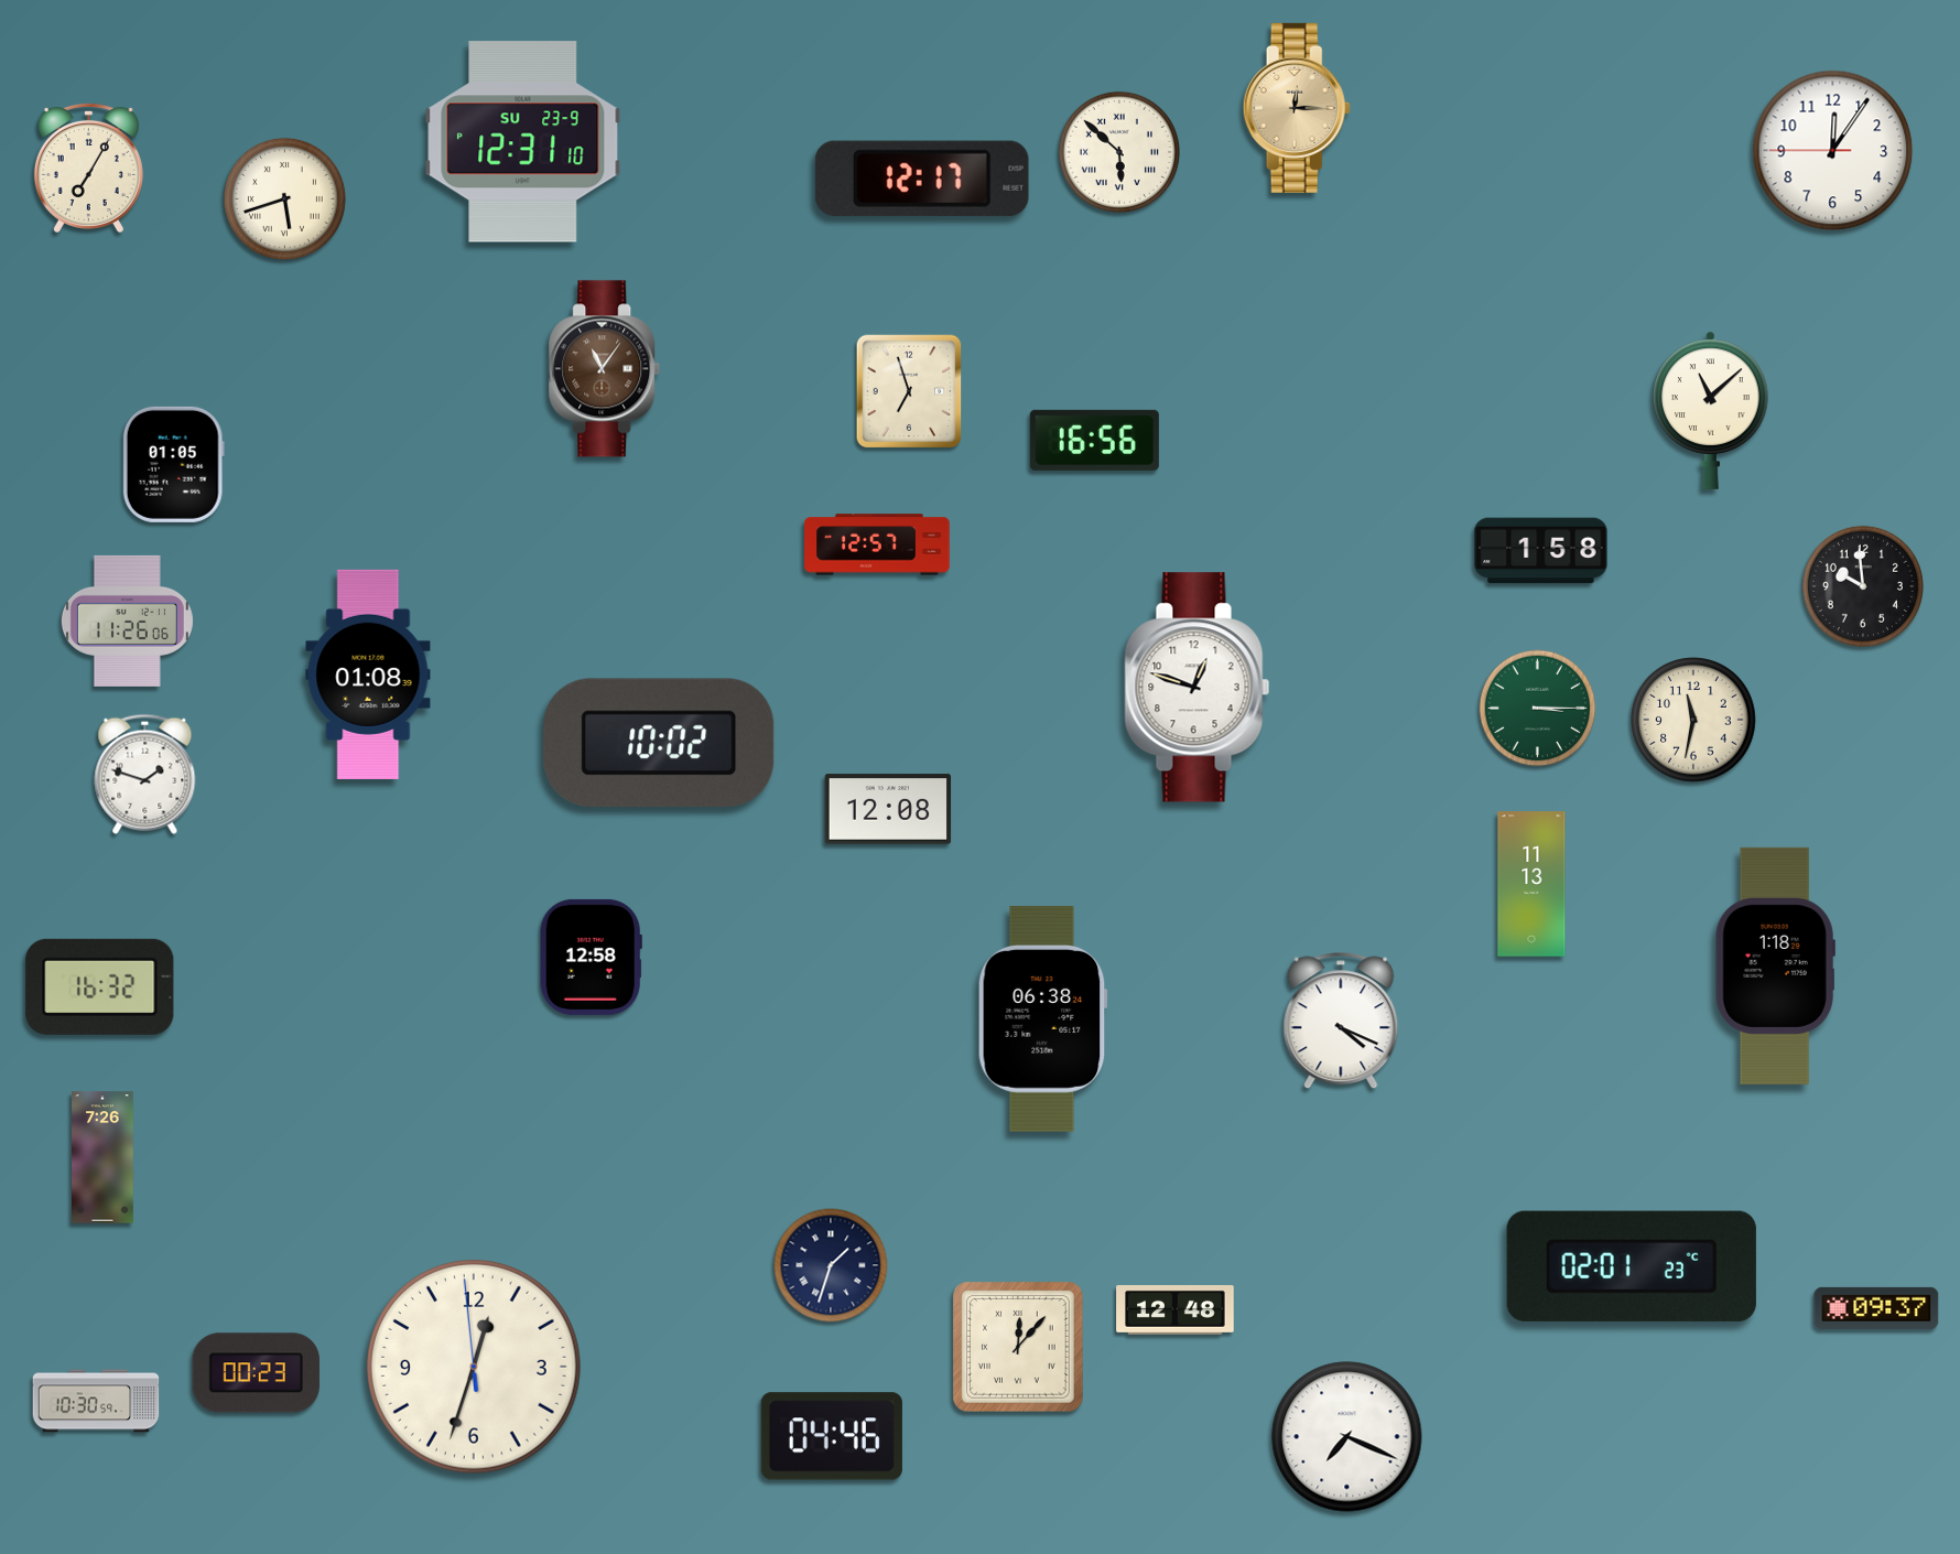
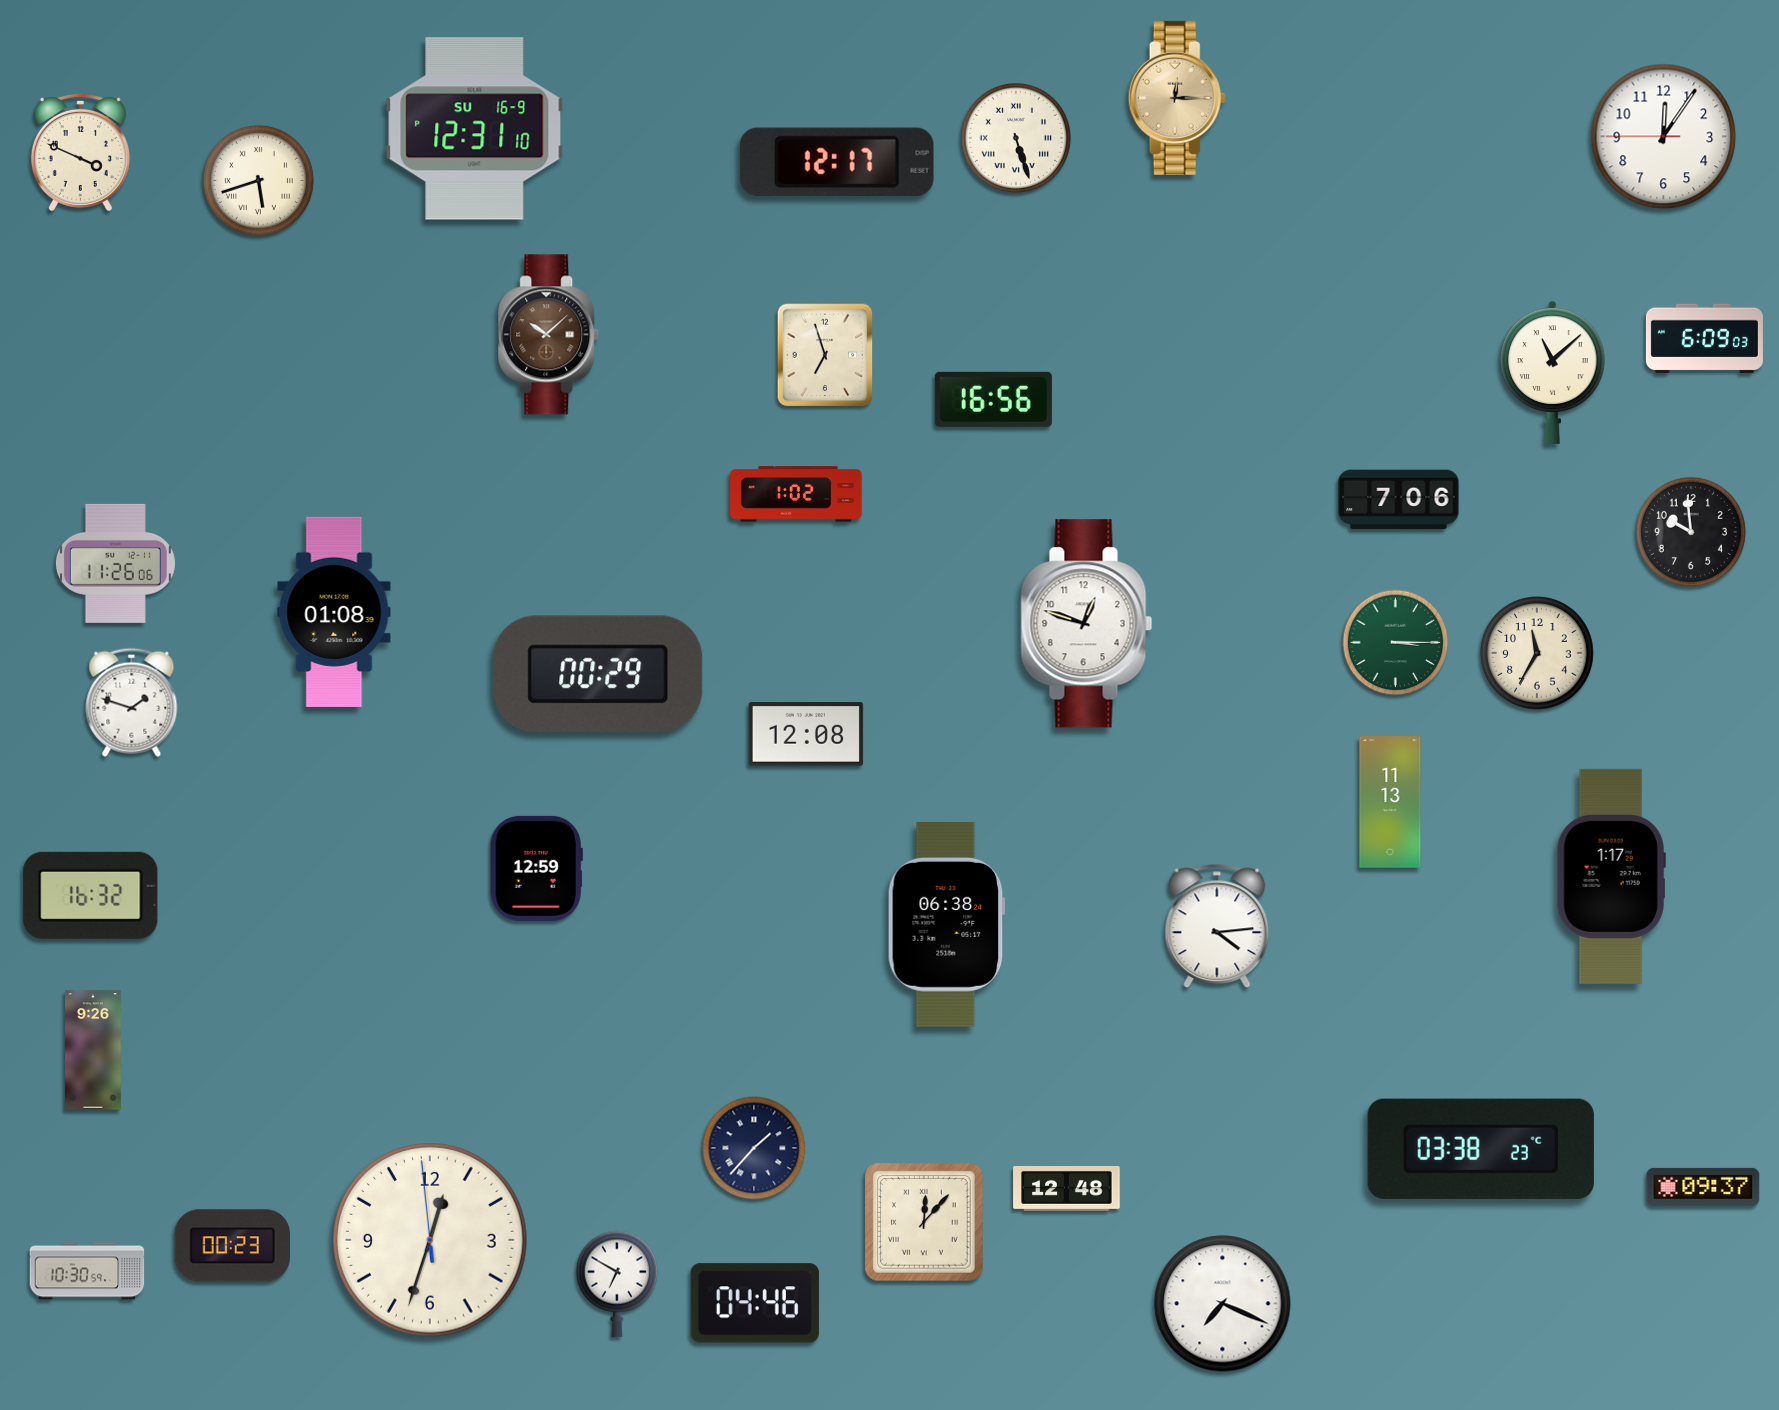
clock at (523, 142) date: SU 23-9 -> SU 16-9
clock at (1119, 152): 5:52 -> 5:27
clock at (88, 168): 7:05 -> 3:49
clock at (605, 369): 11:06 -> 10:08
clock at (1704, 339): none -> 6:09
clock at (173, 464): 01:05 -> none
clock at (877, 544): 12:57 -> 1:02
clock at (1541, 551): 1:58 -> 7:06
clock at (1693, 720): 11:32 -> 11:35
clock at (659, 742): 10:02 -> 00:29
clock at (591, 957): 12:58 -> 12:59
clock at (1775, 965): 1:18 -> 1:17
clock at (1341, 1021): 4:19 -> 4:14
clock at (104, 1157): 7:26 -> 9:26
clock at (831, 1265): 1:33 -> 1:37
clock at (1632, 1266): 02:01 -> 03:38
clock at (617, 1284): none -> 6:50
